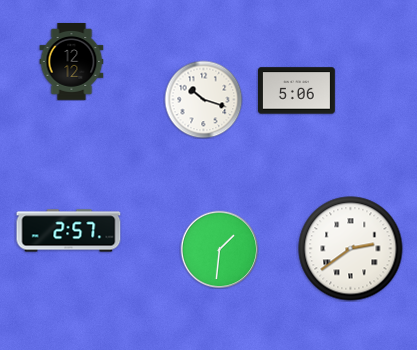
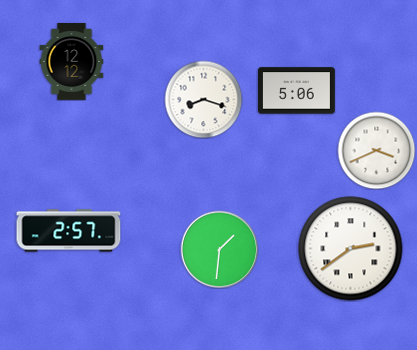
clock at (203, 99): 10:18 -> 8:18
clock at (376, 150): none -> 3:41
